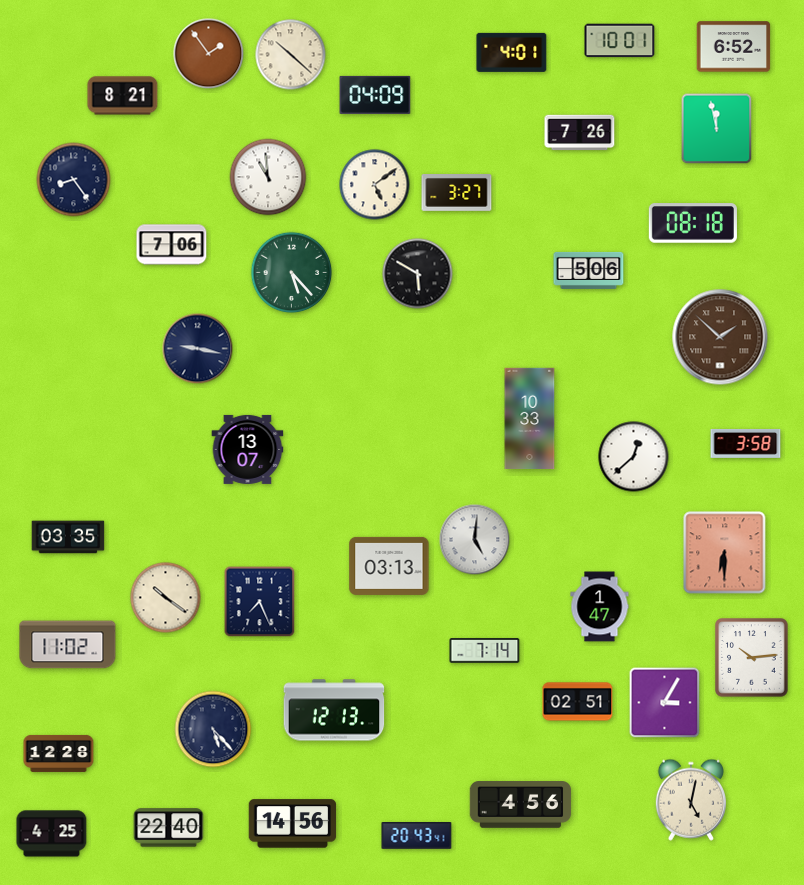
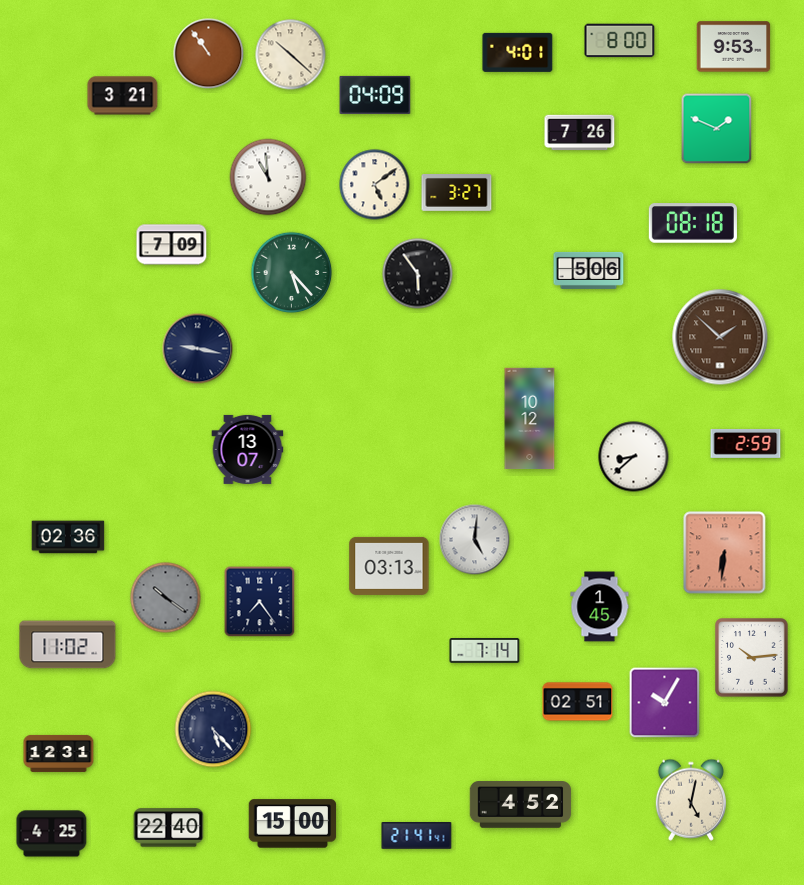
clock at (620, 41): 10:01 -> 8:00
clock at (734, 47): 6:52 -> 9:53
clock at (512, 52) position: (512, 52) -> (518, 52)
clock at (209, 54): 1:54 -> 10:54
clock at (123, 96): 8:21 -> 3:21
clock at (717, 129): 11:58 -> 1:49
clock at (74, 180): 8:24 -> none
clock at (172, 245): 7:06 -> 7:09
clock at (418, 274): 5:50 -> 5:54
clock at (530, 419): 10:33 -> 10:12
clock at (746, 444): 3:58 -> 2:59
clock at (634, 457): 12:38 -> 8:38
clock at (68, 537): 03:35 -> 02:36
clock at (725, 553): 6:30 -> 6:31
clock at (166, 598) dial: cream -> grey
clock at (260, 602): 7:26 -> 7:24
clock at (600, 607): 1:47 -> 1:45
clock at (665, 703): 3:05 -> 10:05
clock at (334, 710): 12:13 -> none
clock at (59, 753): 12:28 -> 12:31
clock at (521, 805): 4:56 -> 4:52
clock at (293, 824): 14:56 -> 15:00
clock at (417, 836): 20:43 -> 21:41
